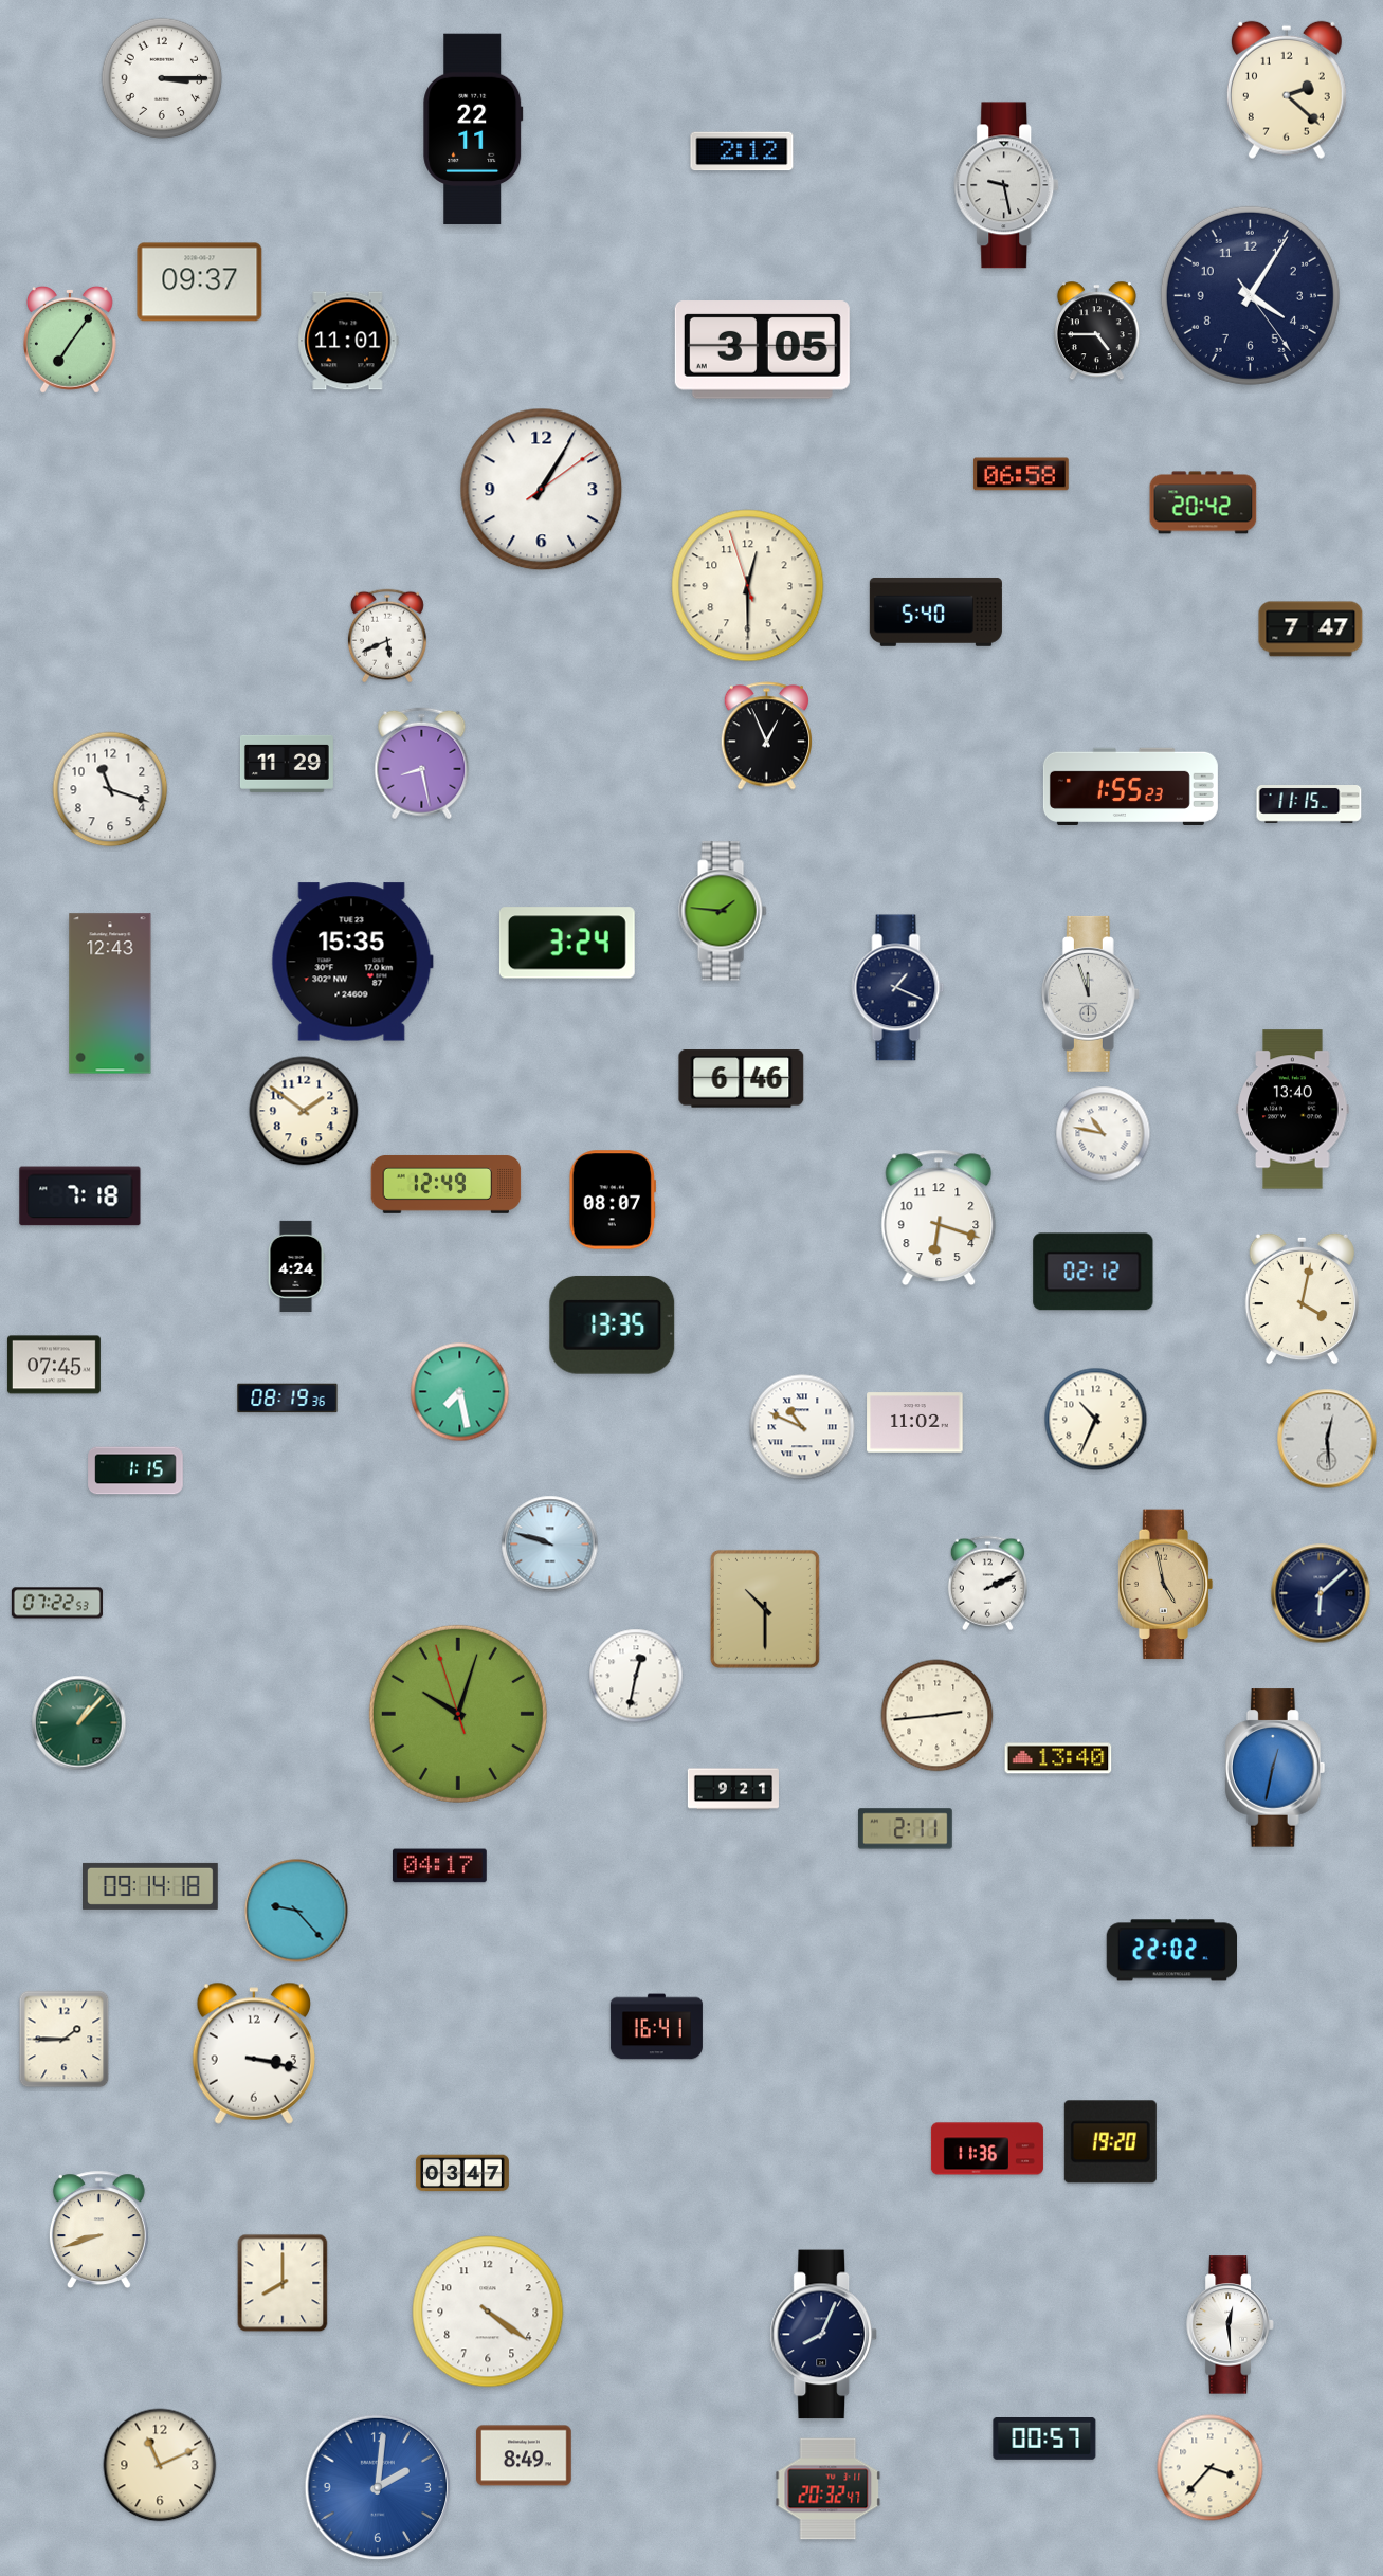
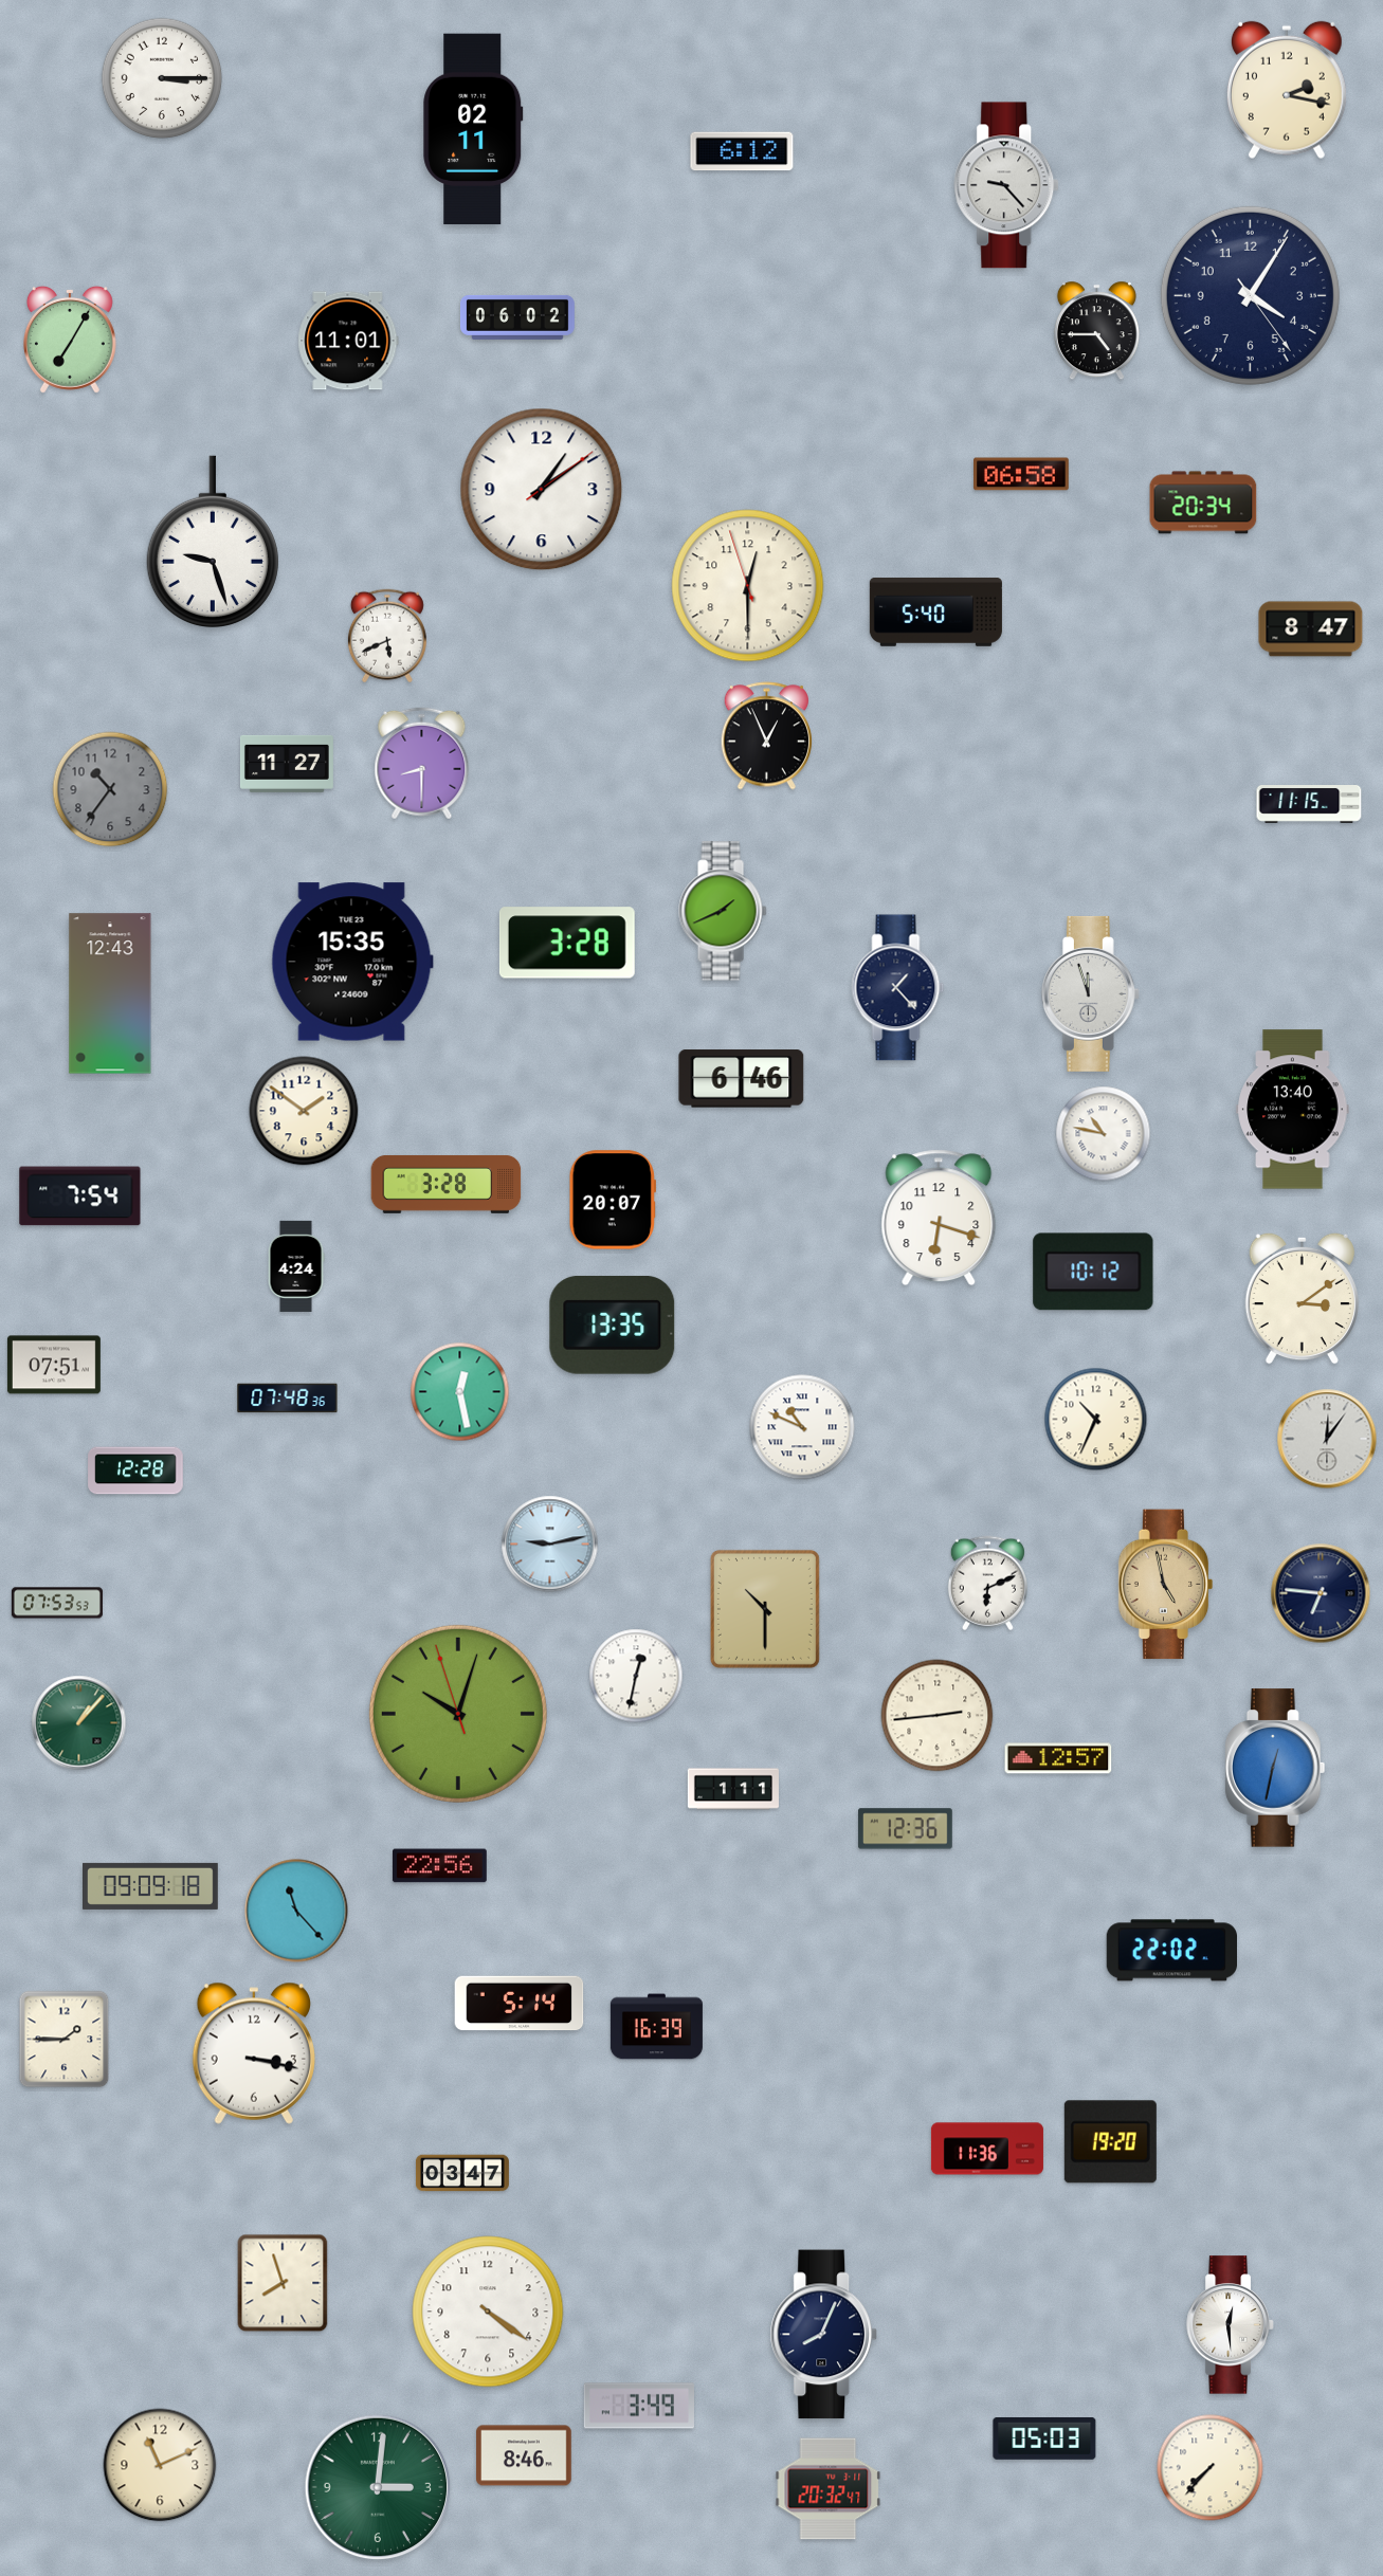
clock at (1287, 90): 2:22 -> 2:17
clock at (473, 129): 22:11 -> 02:11
clock at (742, 151): 2:12 -> 6:12
clock at (1007, 185): 9:28 -> 9:23
clock at (200, 282): 09:37 -> none
clock at (517, 317): none -> 06:02
clock at (70, 340): 7:06 -> 7:05
clock at (762, 350): 3:05 -> none
clock at (542, 490): 1:05 -> 1:09
clock at (1203, 503): 20:42 -> 20:34
clock at (213, 542): none -> 9:27
clock at (1311, 629): 7:47 -> 8:47
clock at (287, 764): 11:29 -> 11:27
clock at (422, 764): 8:28 -> 8:30
clock at (1130, 786): 1:55 -> none
clock at (110, 789): 11:18 -> 10:36
clock at (110, 789) dial: white -> grey
clock at (723, 911): 1:46 -> 1:41
clock at (567, 943): 3:24 -> 3:28
clock at (898, 988): 1:19 -> 1:23
clock at (447, 1184): 12:49 -> 3:28
clock at (80, 1196): 7:18 -> 7:54
clock at (613, 1200): 08:07 -> 20:07
clock at (1093, 1272): 02:12 -> 10:12
clock at (1302, 1298): 4:02 -> 3:09
clock at (54, 1365): 07:45 -> 07:51
clock at (460, 1392): 7:28 -> 12:28
clock at (288, 1399): 08:19 -> 07:48
clock at (915, 1423): 11:02 -> none
clock at (1327, 1439): 12:29 -> 12:06
clock at (135, 1470): 1:15 -> 12:28
clock at (550, 1545): 9:48 -> 9:13
clock at (987, 1584): 2:11 -> 6:11
clock at (1321, 1593): 6:08 -> 6:46
clock at (57, 1603): 07:22 -> 07:53
clock at (1058, 1758): 13:40 -> 12:57
clock at (733, 1789): 9:21 -> 1:11
clock at (905, 1829): 2:11 -> 12:36
clock at (439, 1866): 04:17 -> 22:56
clock at (151, 1886): 09:14 -> 09:09
clock at (296, 1911): 9:23 -> 11:23
clock at (520, 2004): none -> 5:14
clock at (656, 2027): 16:41 -> 16:39
clock at (98, 2230): 8:42 -> none
clock at (283, 2283): 8:00 -> 7:57
clock at (638, 2406): none -> 3:49
clock at (1044, 2440): 00:57 -> 05:03
clock at (524, 2455): 8:49 -> 8:46
clock at (1211, 2468): 3:37 -> 7:37
clock at (378, 2487): 2:01 -> 3:01
clock at (378, 2487) dial: blue -> green
